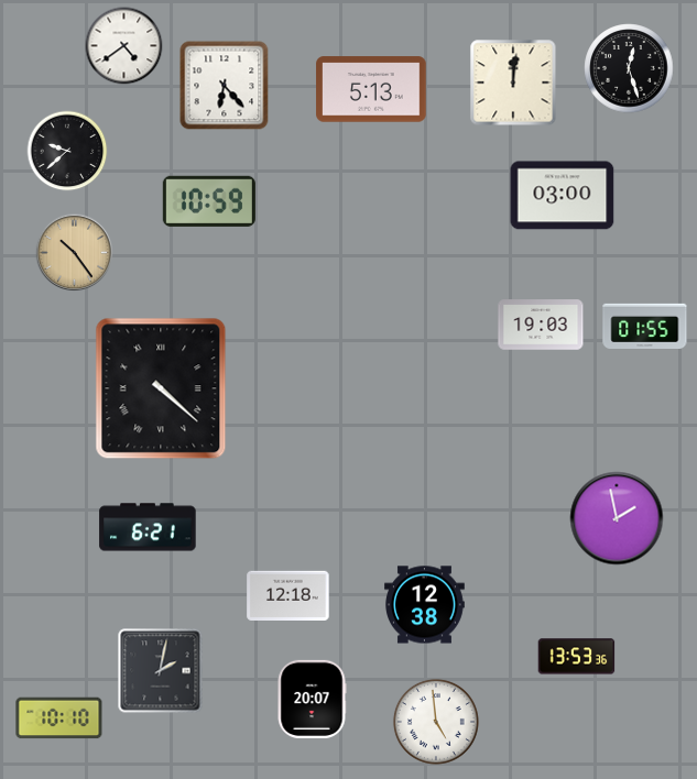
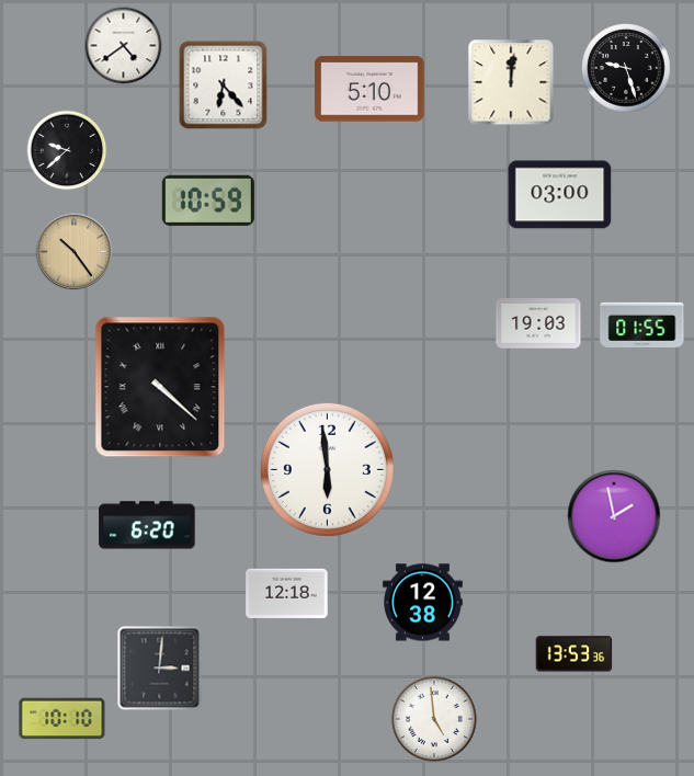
clock at (629, 68): 12:27 -> 9:27
clock at (371, 89): 5:13 -> 5:10
clock at (327, 469): none -> 5:59
clock at (148, 527): 6:21 -> 6:20
clock at (161, 671): 2:02 -> 3:01
clock at (312, 699): 20:07 -> none
clock at (59, 718) position: (59, 718) -> (62, 719)
